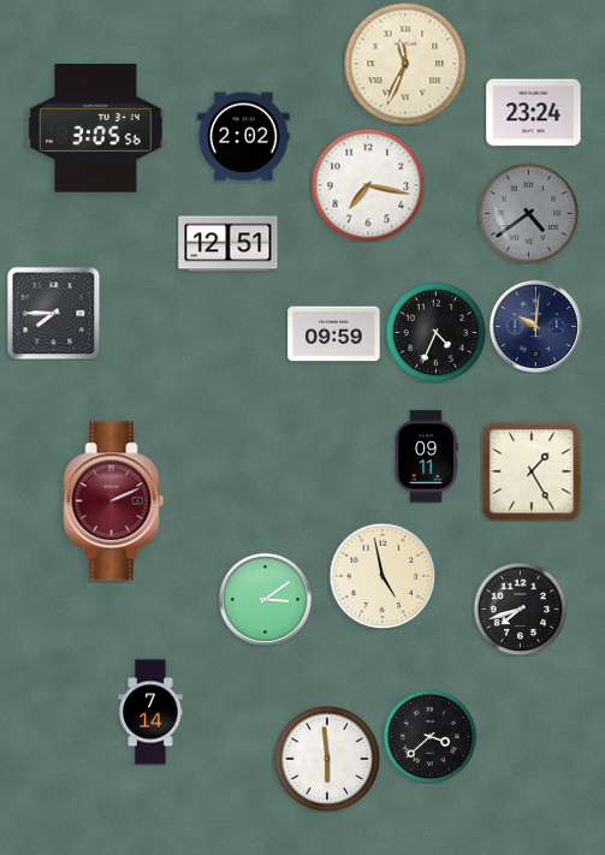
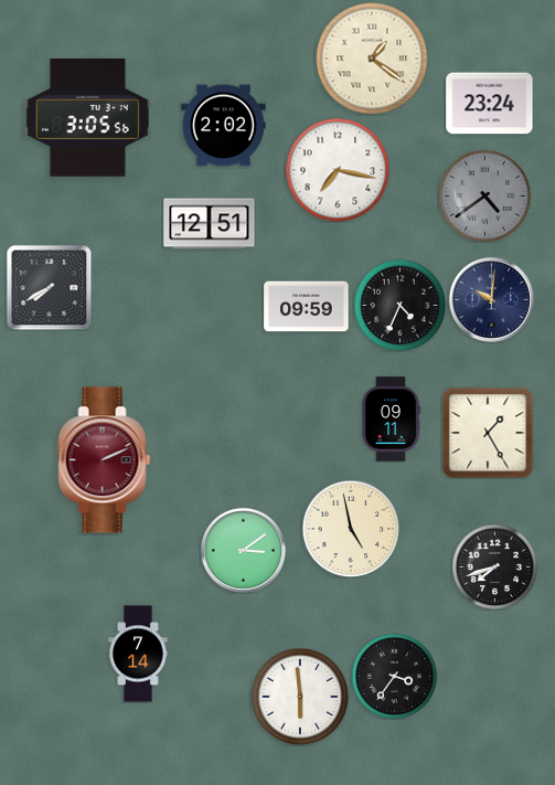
clock at (405, 64): 11:34 -> 1:21
clock at (53, 313): 7:45 -> 7:40
clock at (520, 608) position: (520, 608) -> (494, 566)
clock at (429, 736): 3:38 -> 3:36
